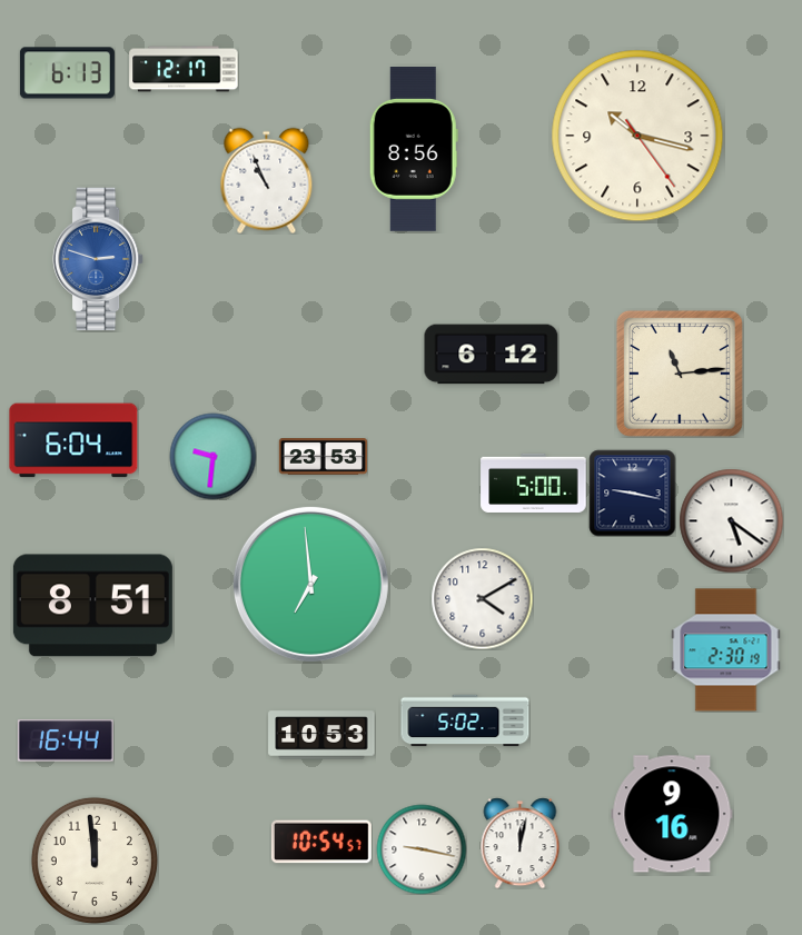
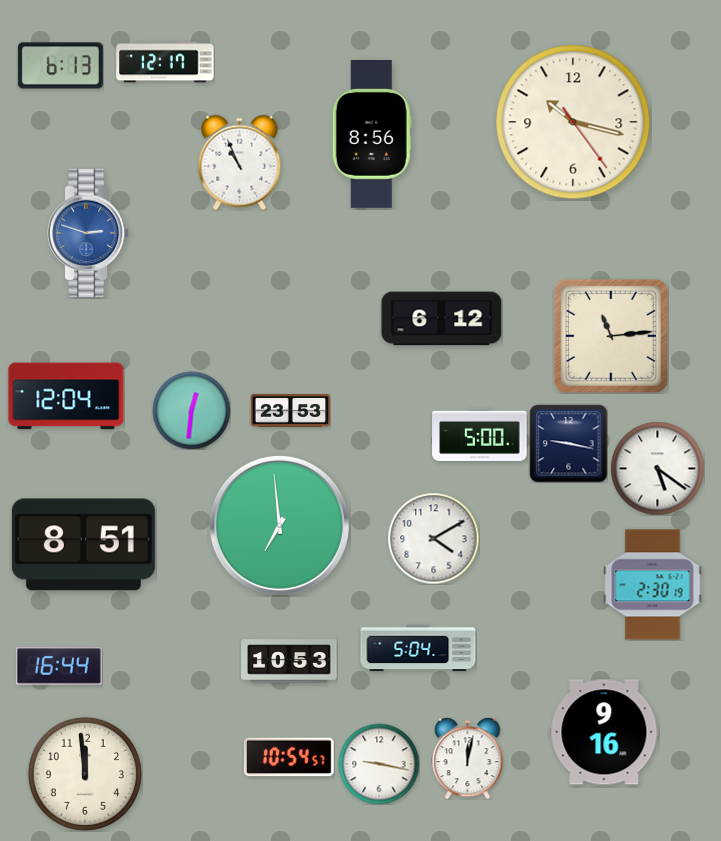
clock at (73, 440): 6:04 -> 12:04
clock at (212, 456): 9:31 -> 12:31
clock at (465, 720): 5:02 -> 5:04
